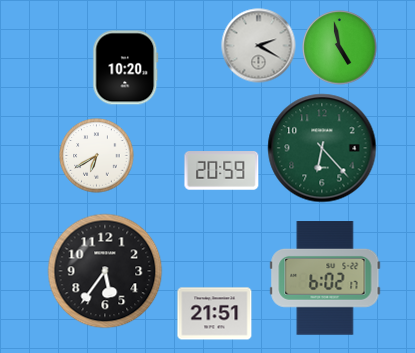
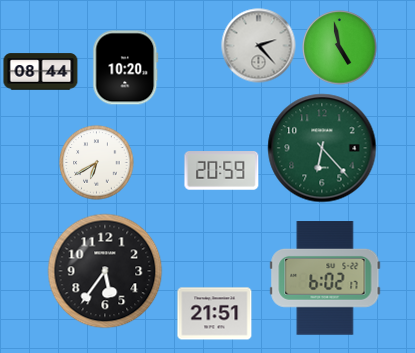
clock at (259, 46): 2:20 -> 2:23
clock at (41, 72): none -> 08:44
clock at (97, 156) position: (97, 156) -> (97, 163)
